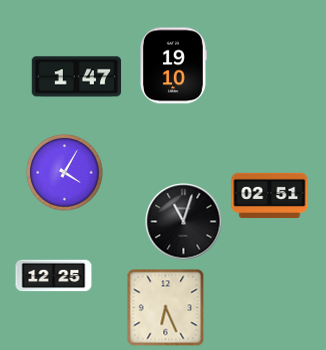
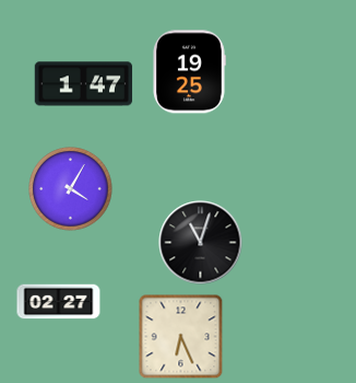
clock at (173, 66): 19:10 -> 19:25
clock at (270, 195): 02:51 -> none
clock at (54, 276): 12:25 -> 02:27
